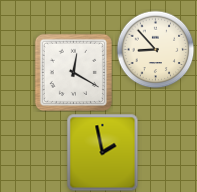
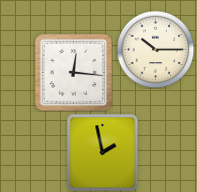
clock at (155, 49): 8:53 -> 10:15
clock at (73, 72): 12:20 -> 12:16
